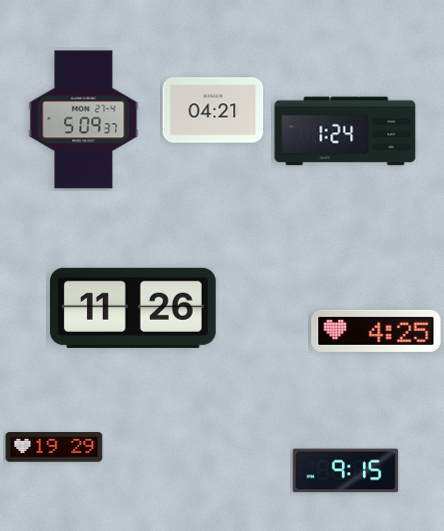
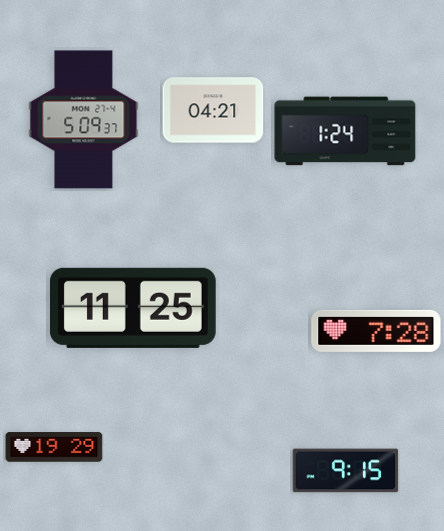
clock at (133, 308): 11:26 -> 11:25
clock at (376, 331): 4:25 -> 7:28
